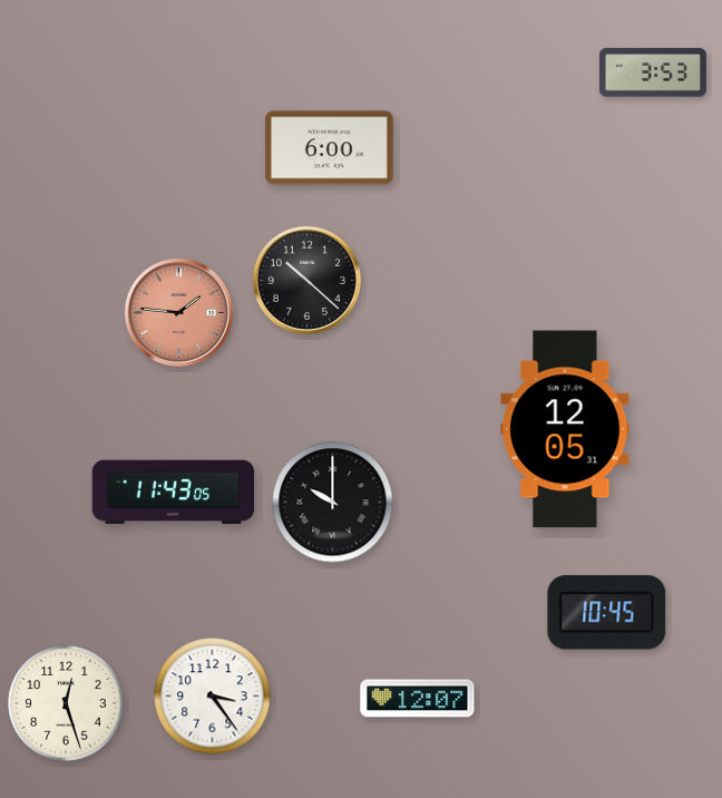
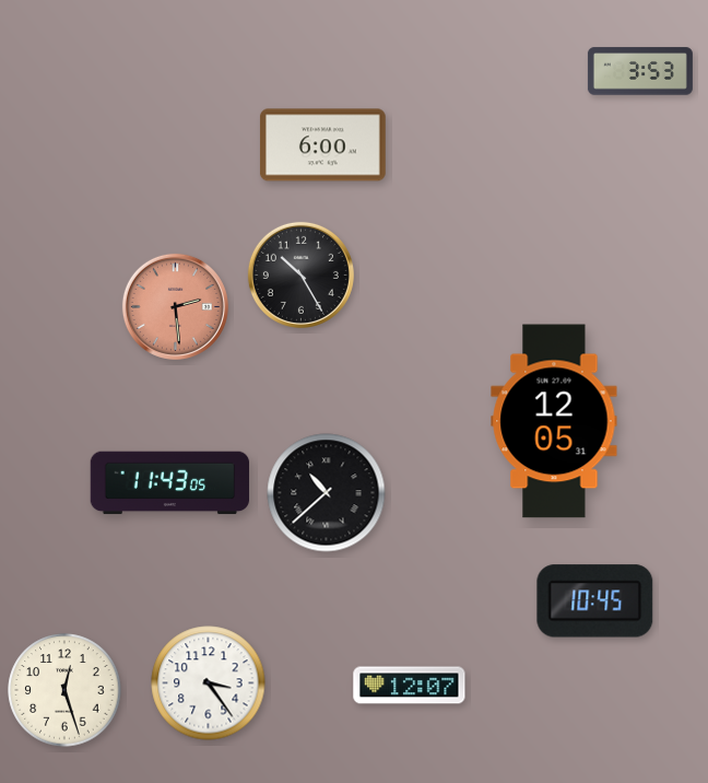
clock at (306, 280): 10:22 -> 10:25
clock at (178, 312): 1:46 -> 2:29
clock at (333, 503): 10:00 -> 10:38
